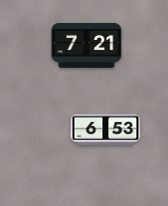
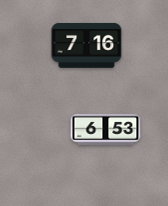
clock at (87, 46): 7:21 -> 7:16
